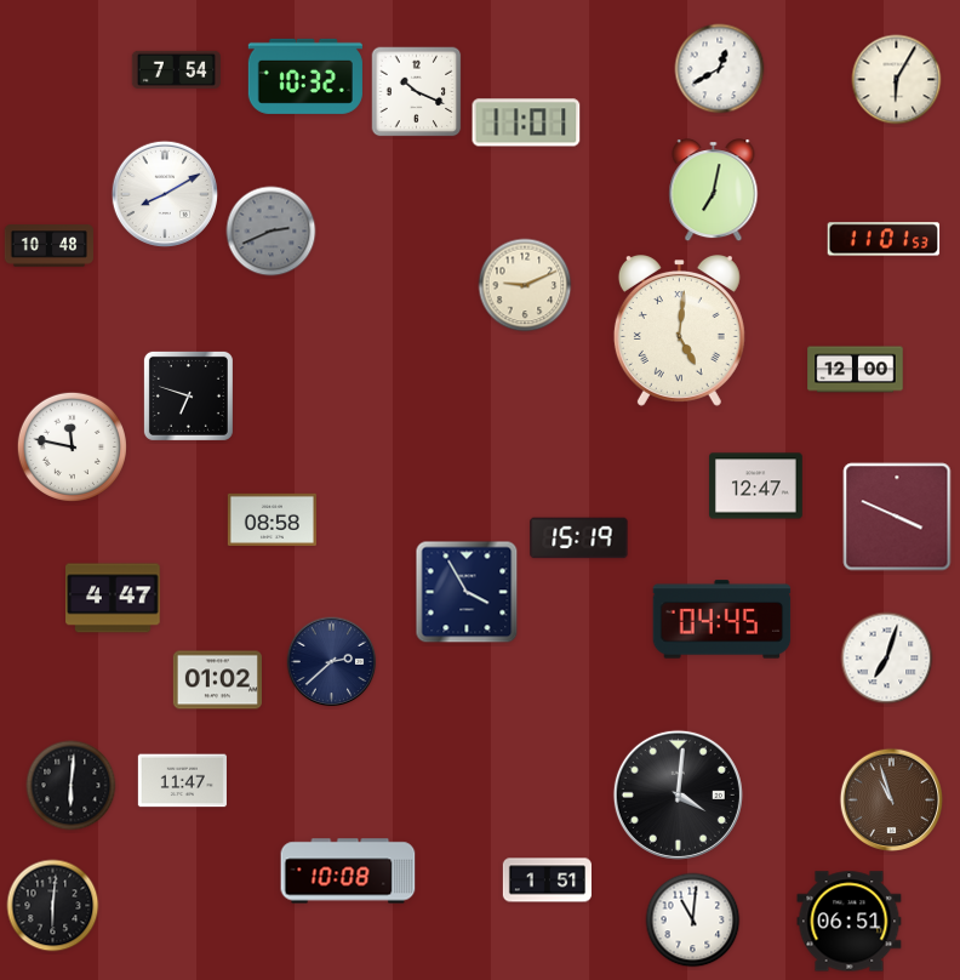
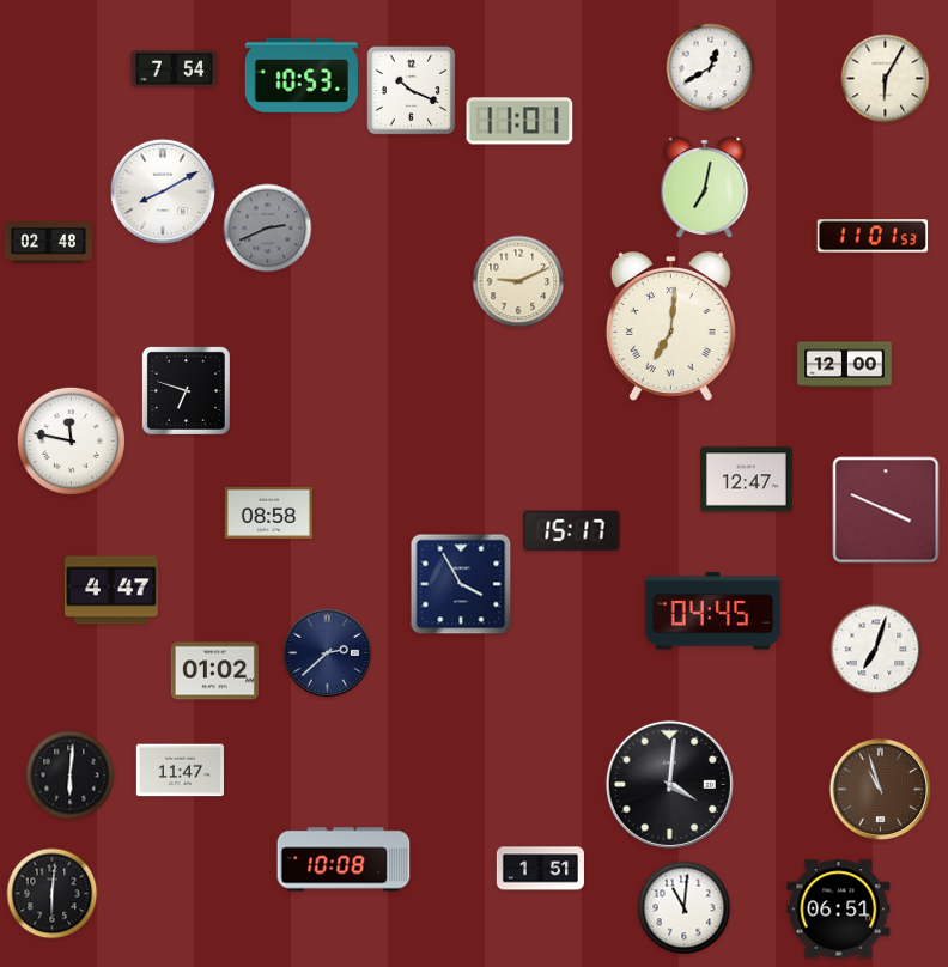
clock at (305, 76): 10:32 -> 10:53
clock at (48, 246): 10:48 -> 02:48
clock at (679, 331): 5:01 -> 7:01
clock at (579, 539): 15:19 -> 15:17
